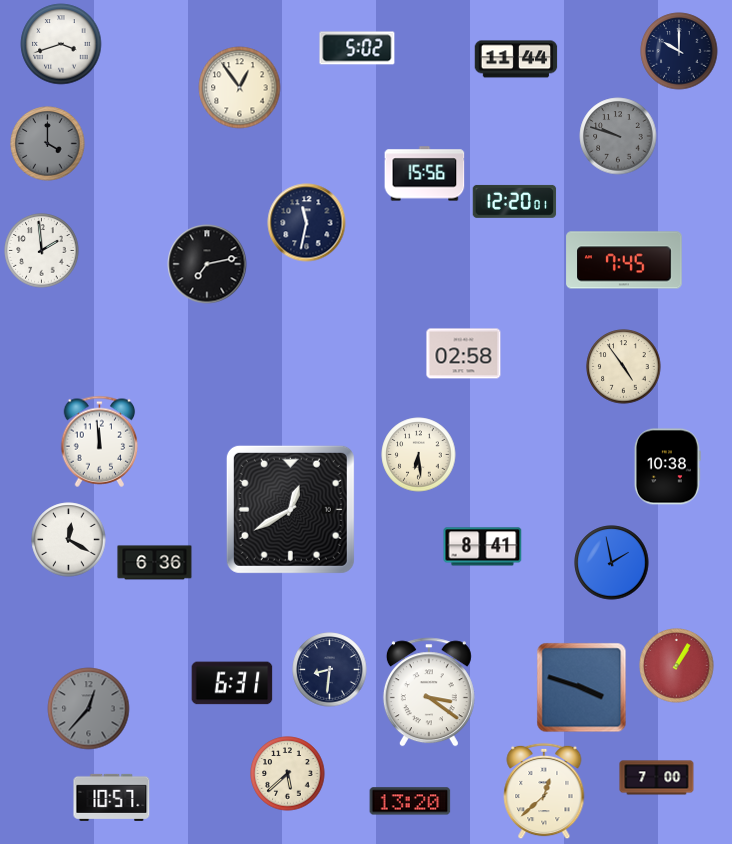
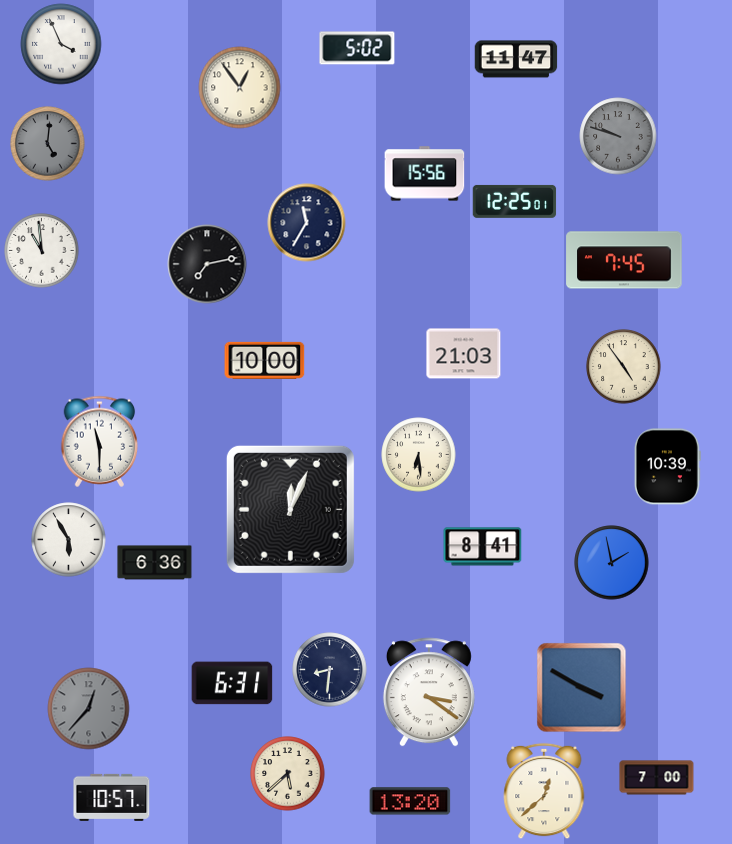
clock at (61, 44): 3:42 -> 3:56
clock at (679, 51): 10:00 -> none
clock at (516, 59): 11:44 -> 11:47
clock at (48, 144): 4:00 -> 5:01
clock at (515, 201): 12:20 -> 12:25
clock at (307, 223): 11:32 -> 11:35
clock at (42, 251): 1:59 -> 10:59
clock at (464, 354): 02:58 -> 21:03
clock at (265, 360): none -> 10:00
clock at (100, 441): 11:59 -> 11:30
clock at (667, 467): 10:38 -> 10:39
clock at (290, 509): 12:40 -> 12:04
clock at (69, 540): 12:20 -> 5:55
clock at (677, 666): 1:05 -> none
clock at (582, 688): 3:48 -> 3:50
